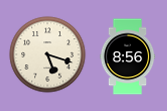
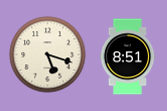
clock at (128, 57): 8:56 -> 8:51
